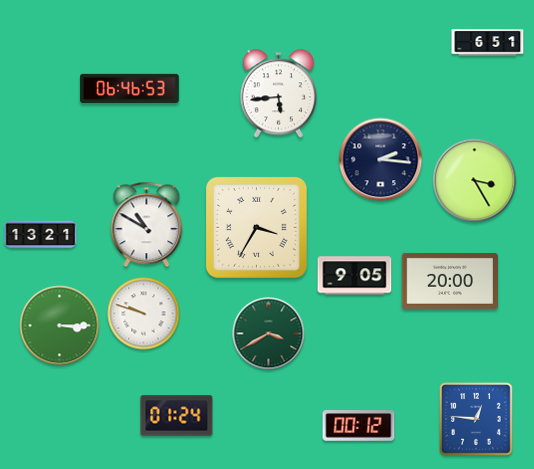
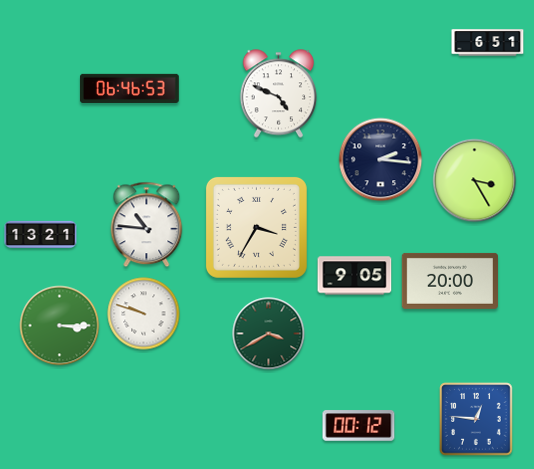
clock at (278, 94): 5:44 -> 4:49
clock at (147, 225): 10:50 -> 10:46
clock at (177, 416): 01:24 -> none
